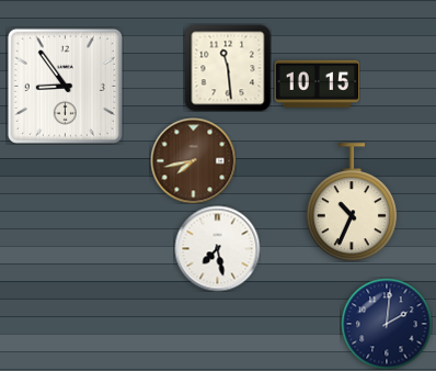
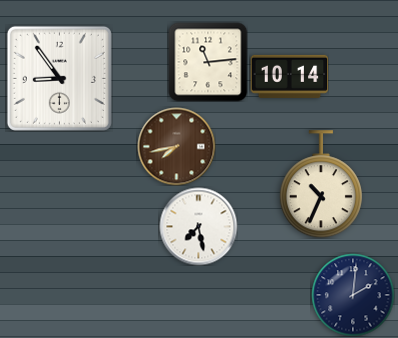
clock at (228, 68): 11:29 -> 11:14
clock at (317, 83): 10:15 -> 10:14
